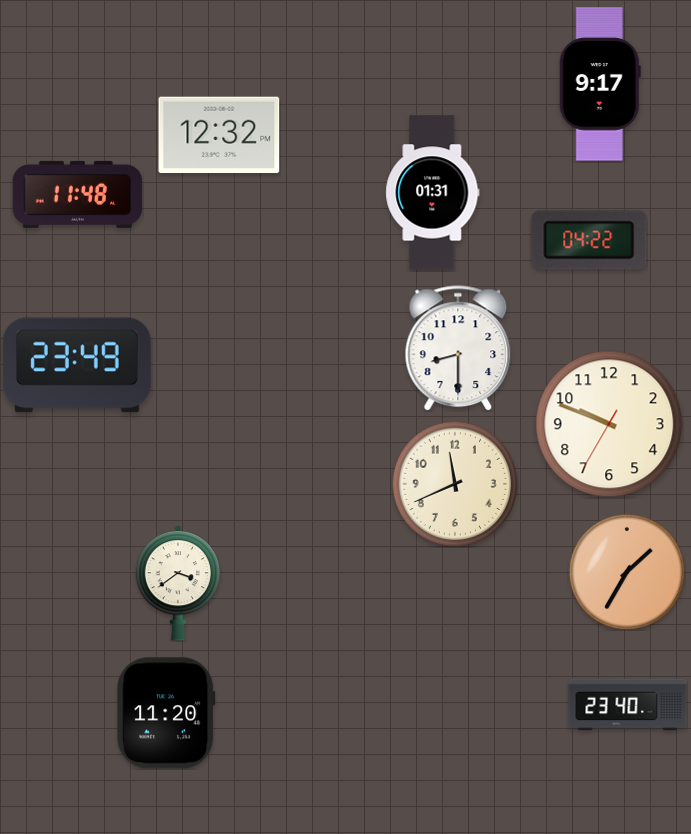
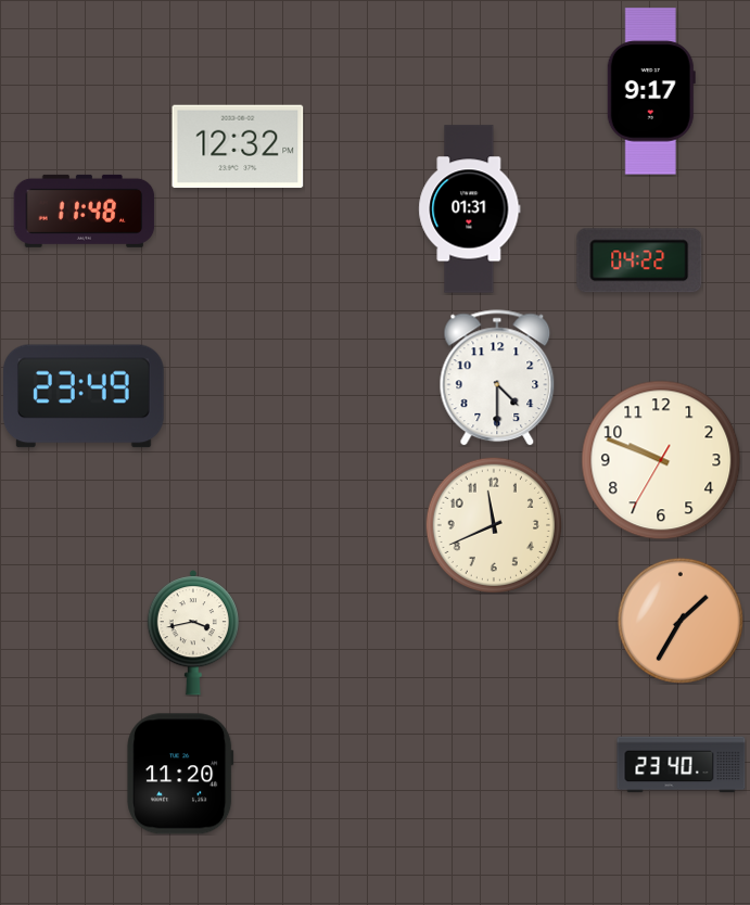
clock at (458, 348): 8:30 -> 4:30
clock at (178, 583): 3:39 -> 3:43
